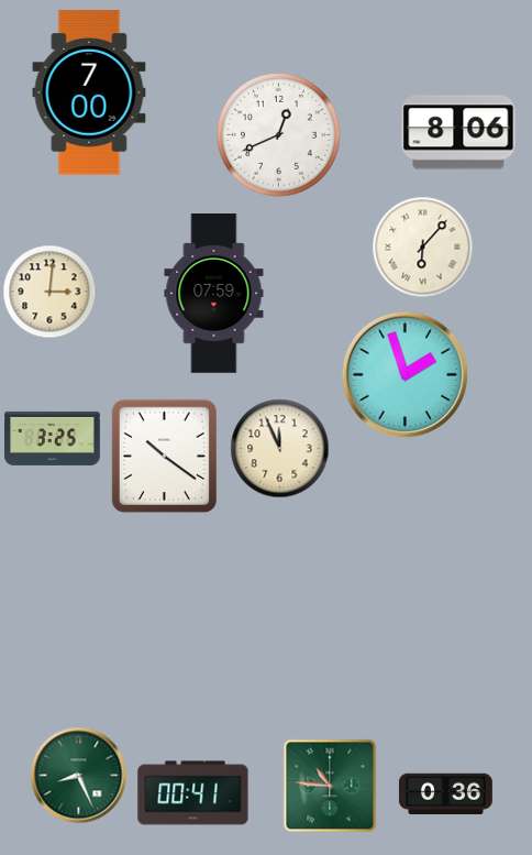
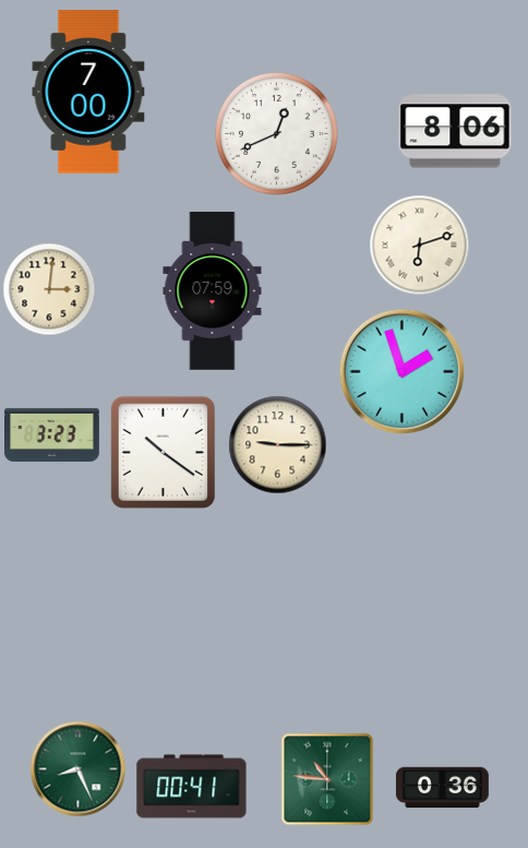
clock at (422, 246): 6:07 -> 6:12
clock at (53, 438): 3:25 -> 3:23
clock at (279, 448): 11:56 -> 9:15
